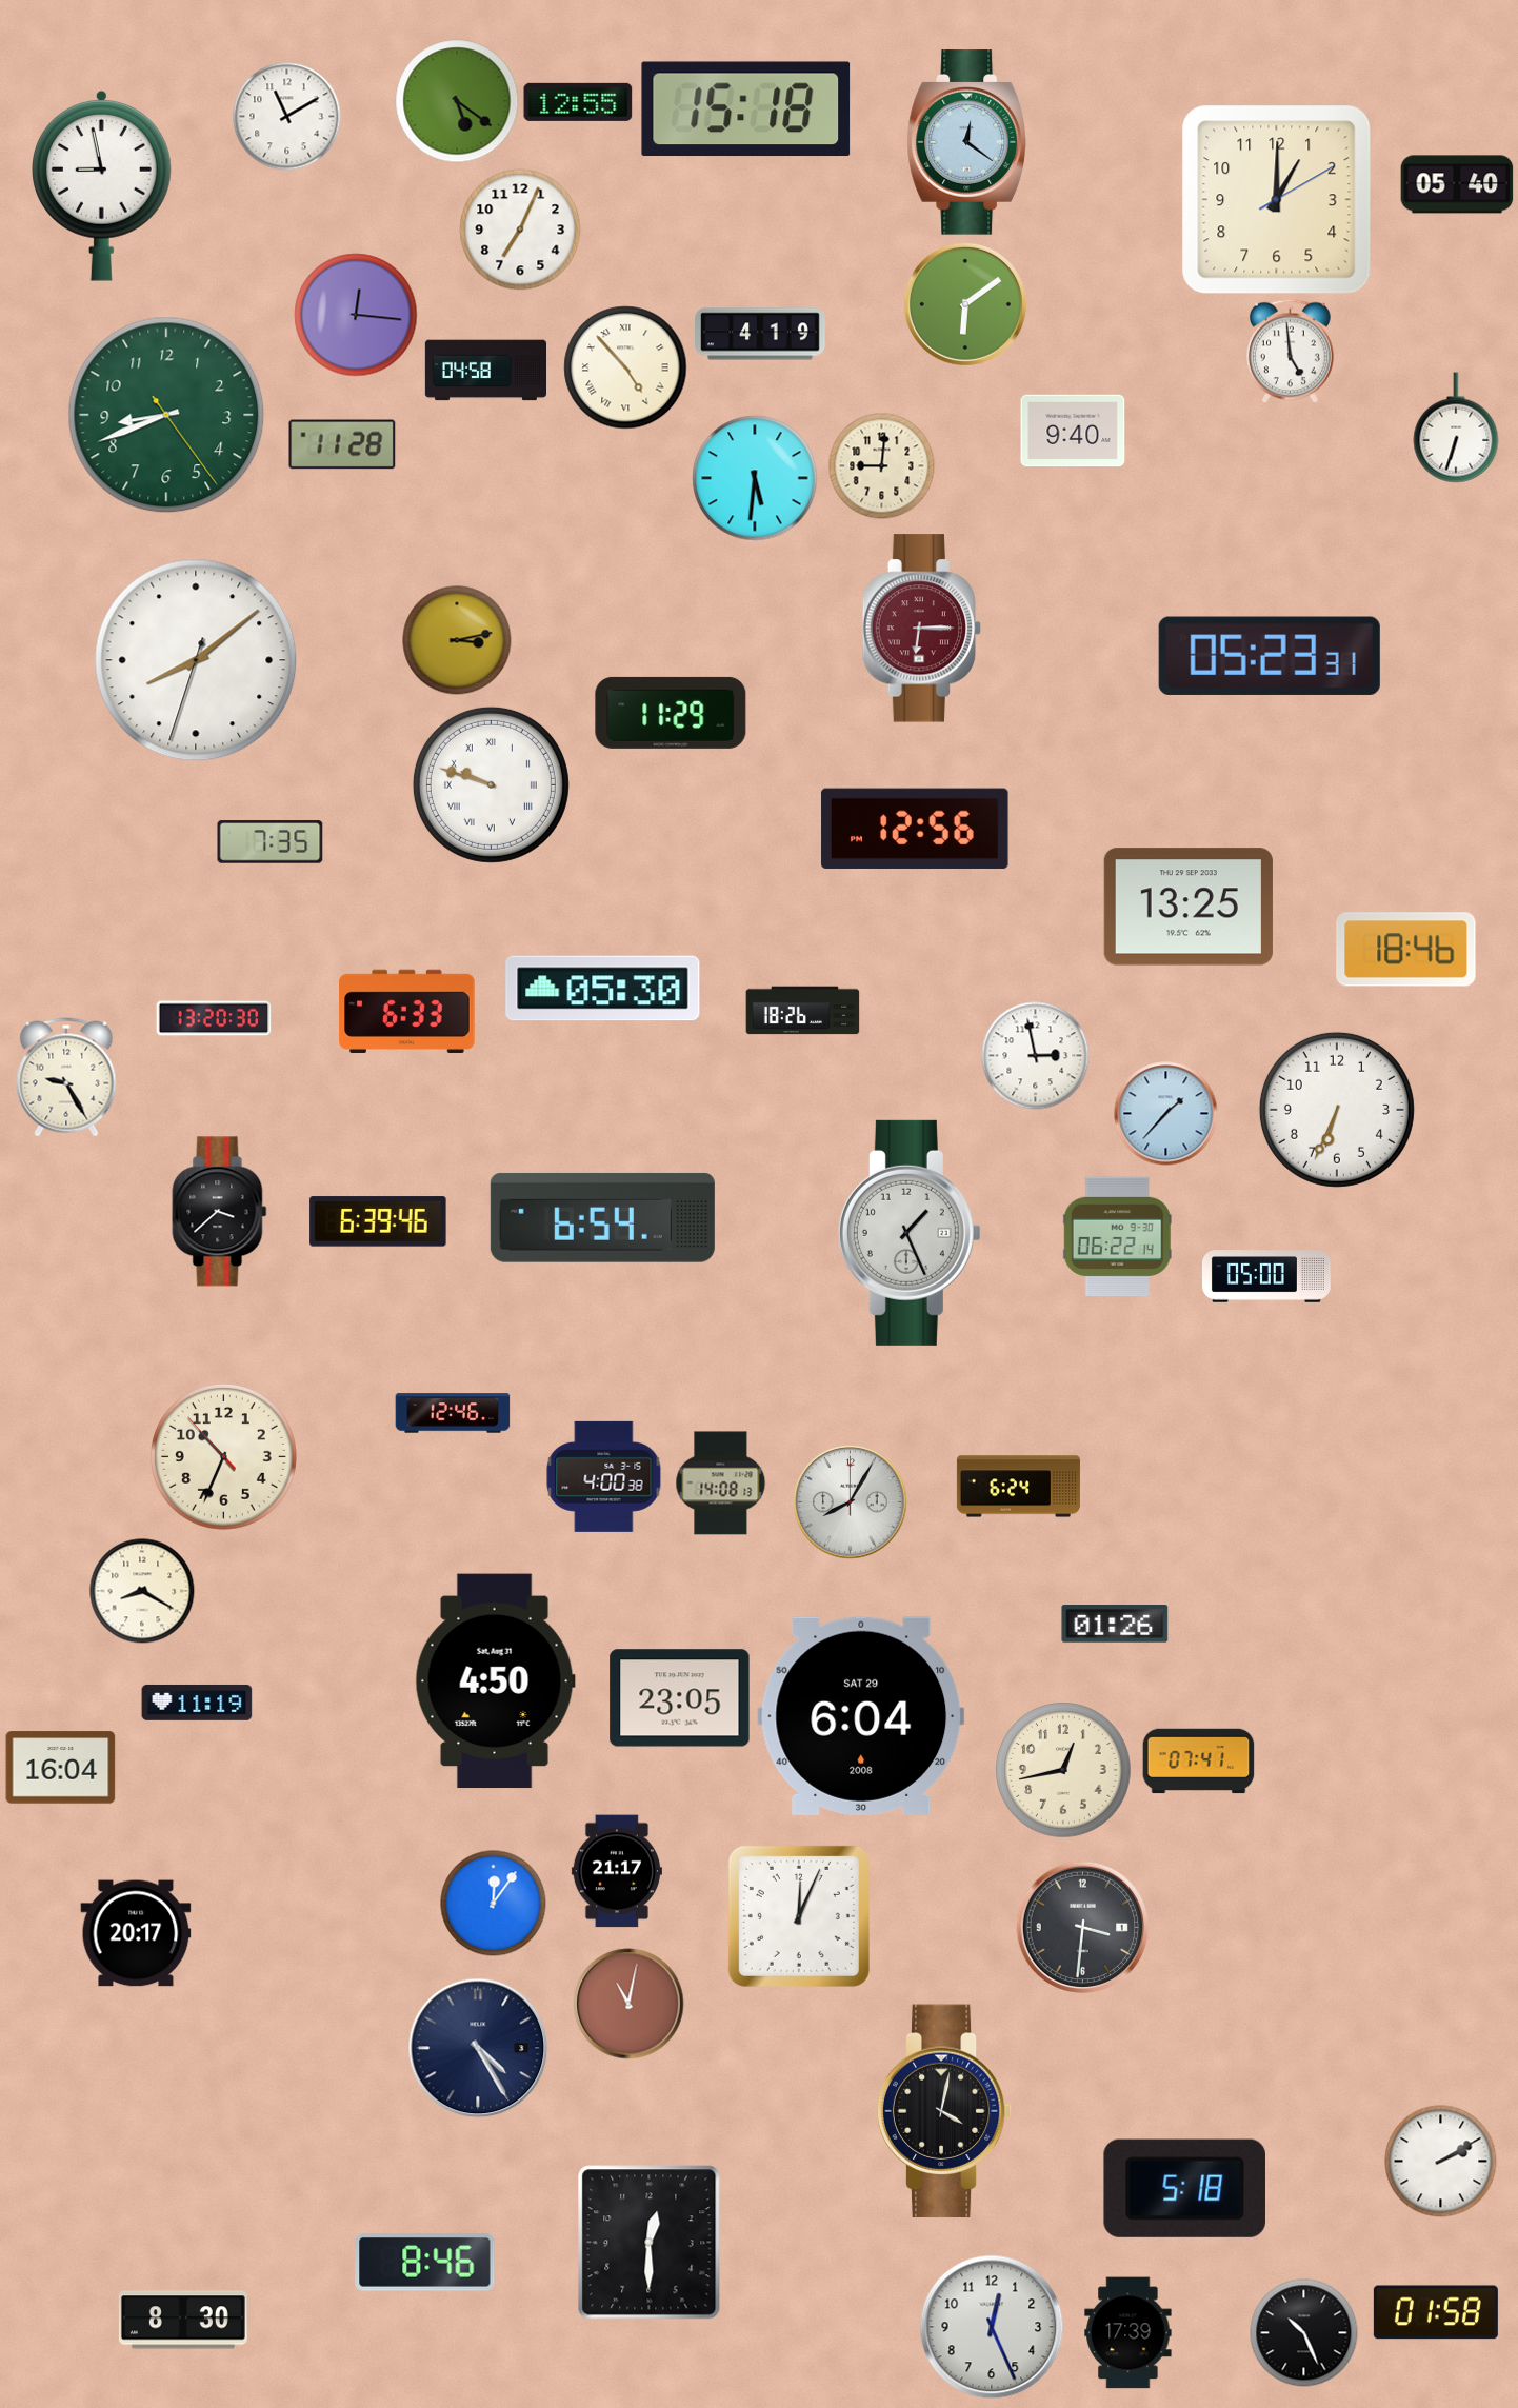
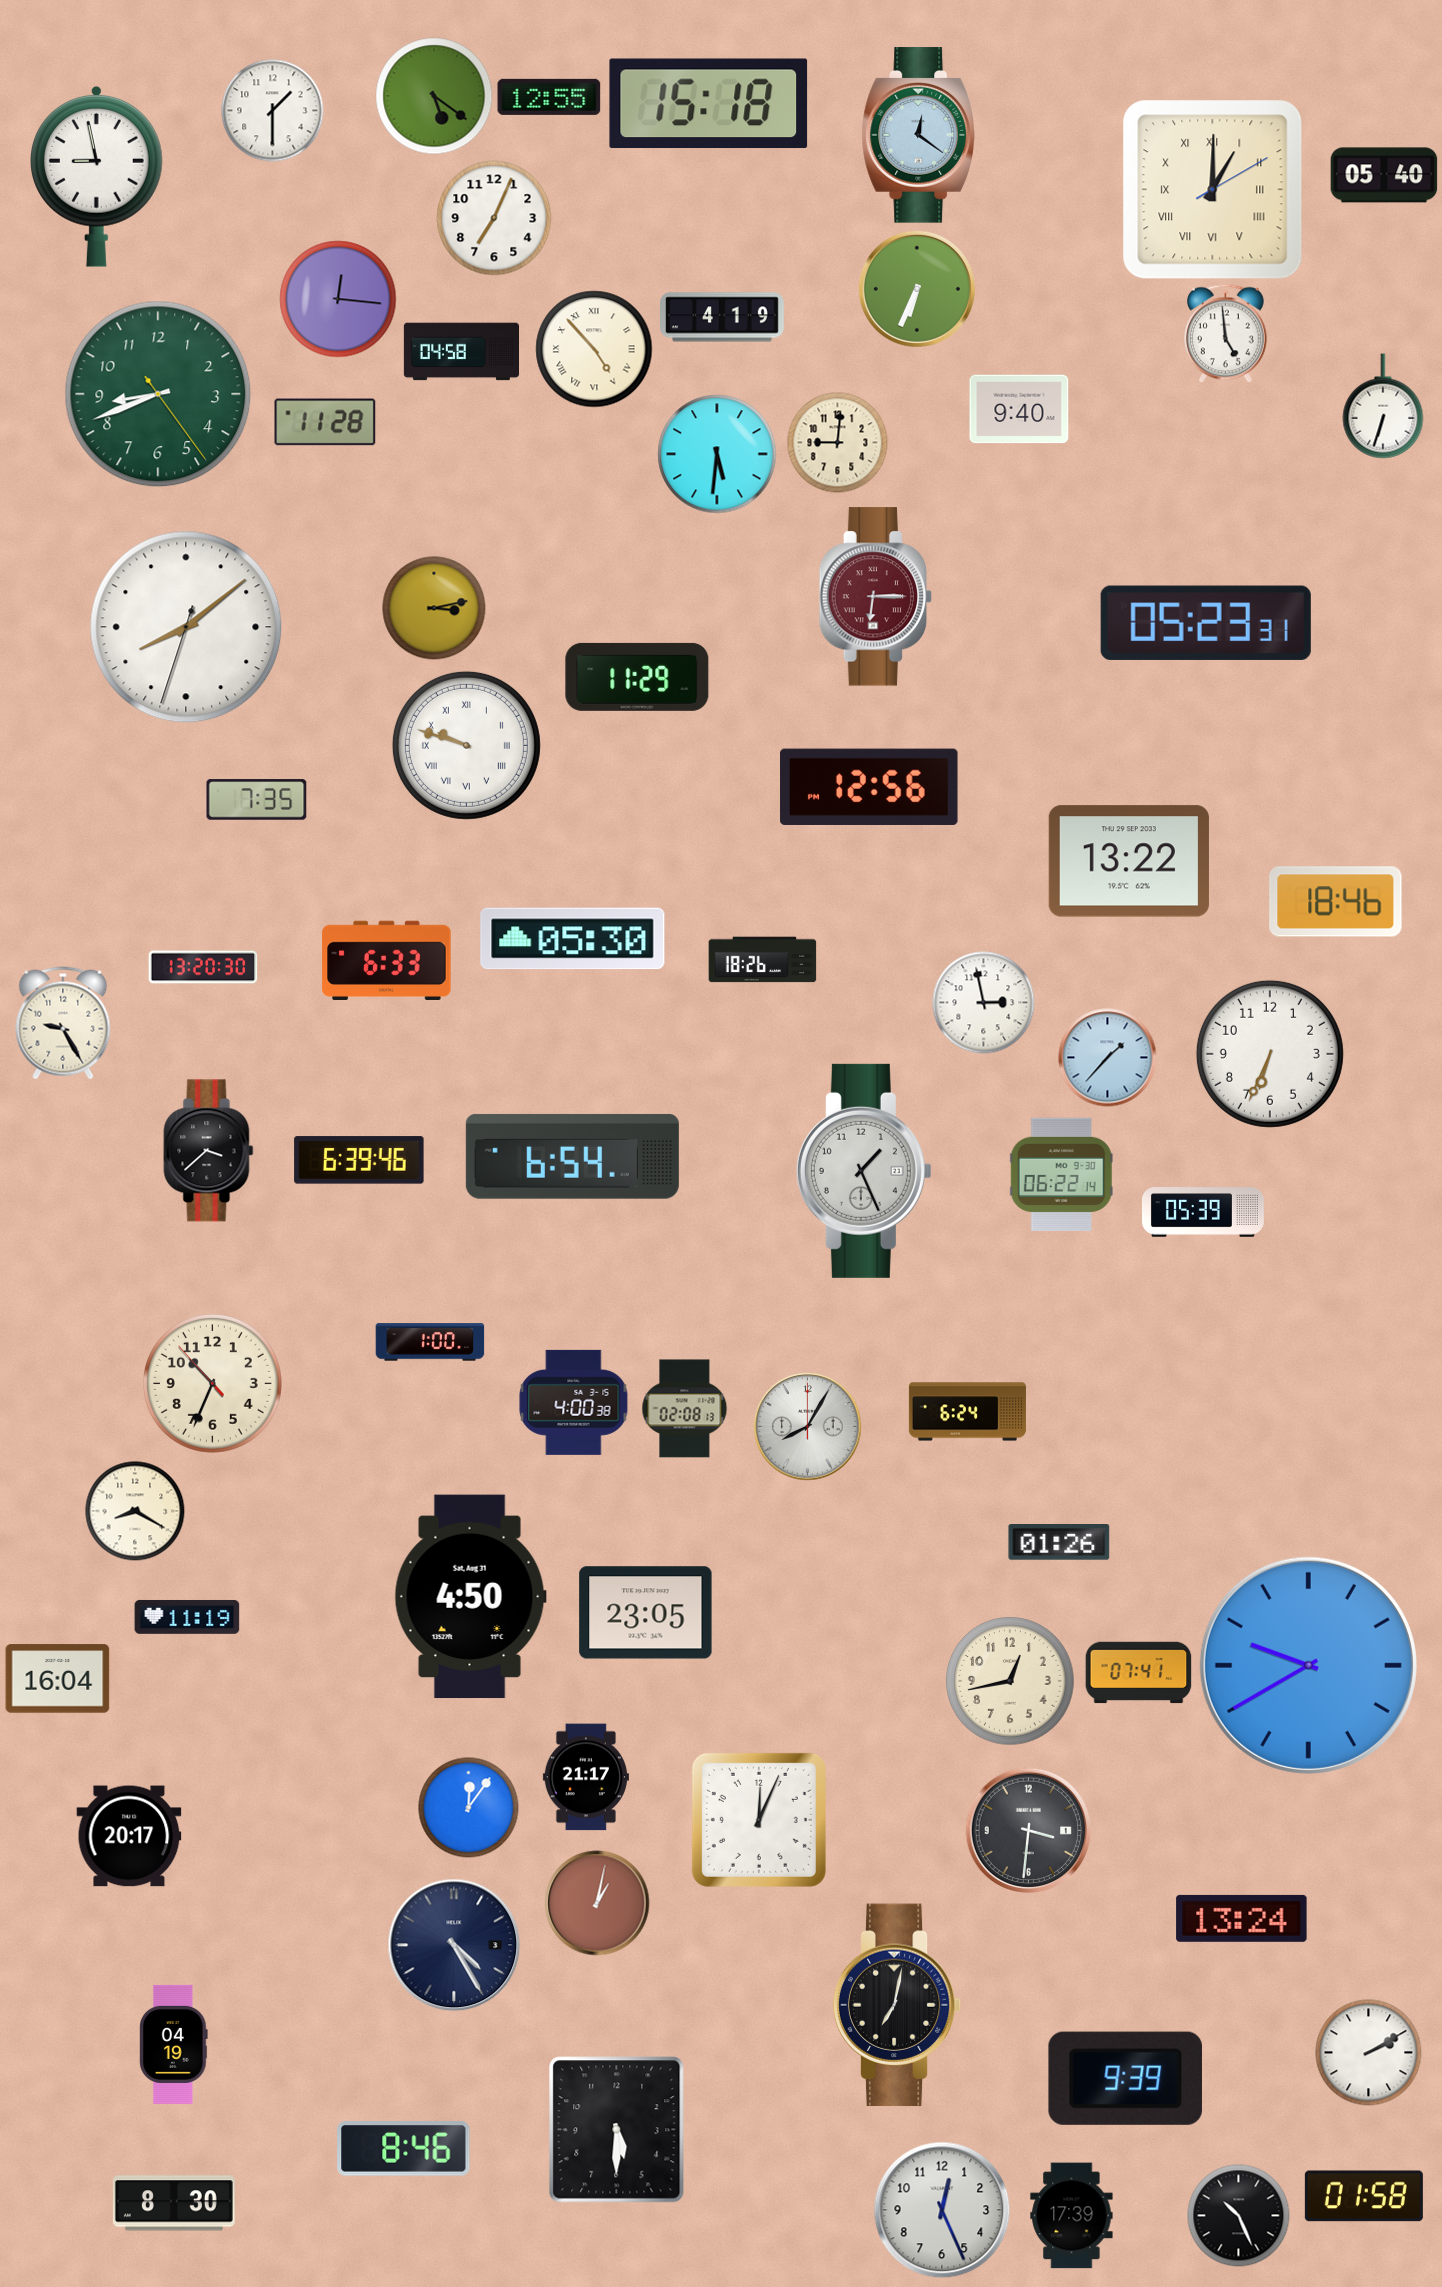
clock at (287, 117): 11:10 -> 1:30
clock at (1277, 200) numerals: Arabic -> Roman
clock at (965, 304): 6:09 -> 6:34
clock at (1189, 907): 13:25 -> 13:22
clock at (1266, 1276): 05:00 -> 05:39
clock at (453, 1413): 12:46 -> 1:00
clock at (721, 1484): 14:08 -> 02:08
clock at (861, 1716): 6:04 -> none
clock at (1308, 1665): none -> 9:40
clock at (628, 2004): 11:02 -> 1:02
clock at (1242, 1918): none -> 13:24
clock at (944, 2111): 4:02 -> 7:02
clock at (174, 2044): none -> 04:19
clock at (1184, 2188): 5:18 -> 9:39
clock at (650, 2243): 12:30 -> 5:30
